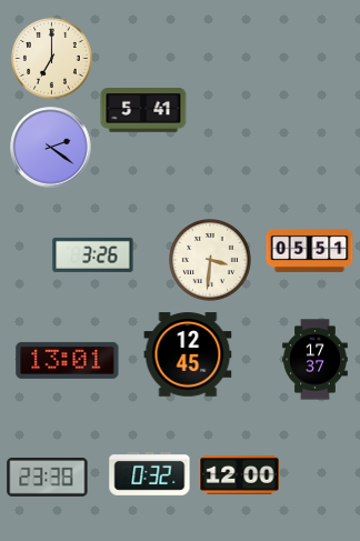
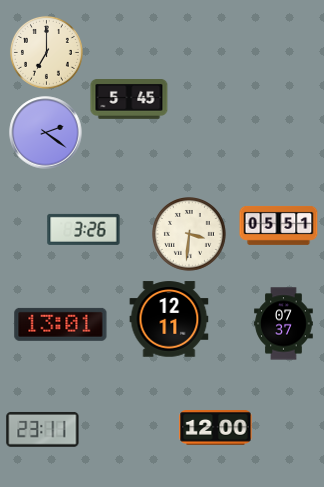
clock at (143, 111): 5:41 -> 5:45
clock at (188, 354): 12:45 -> 12:11
clock at (316, 360): 17:37 -> 07:37
clock at (150, 474): 0:32 -> none
clock at (48, 477): 23:38 -> 23:11
